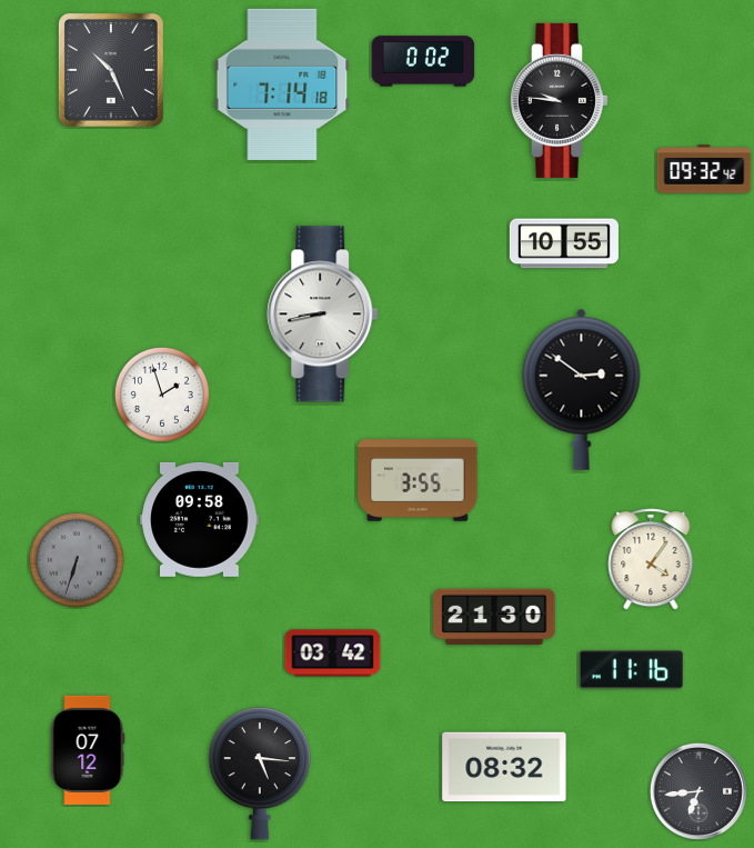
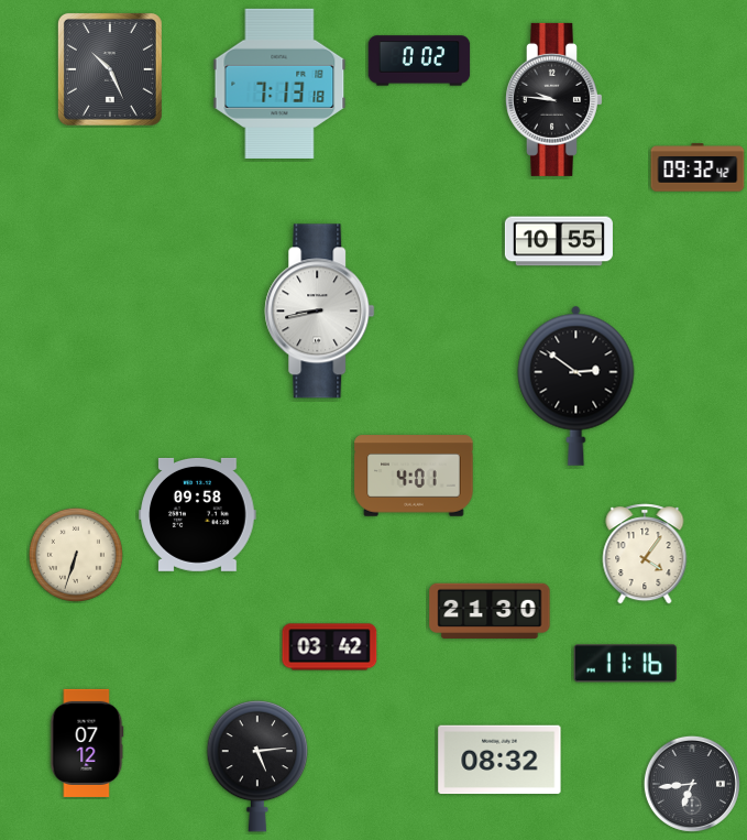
clock at (282, 84): 7:14 -> 7:13
clock at (162, 395): 1:57 -> none
clock at (418, 480): 3:55 -> 4:01
clock at (77, 560) dial: grey -> cream
clock at (260, 775): 5:16 -> 5:14
